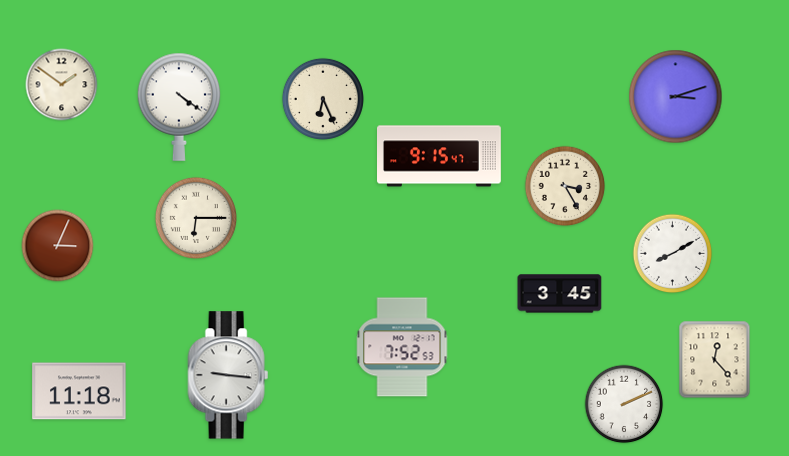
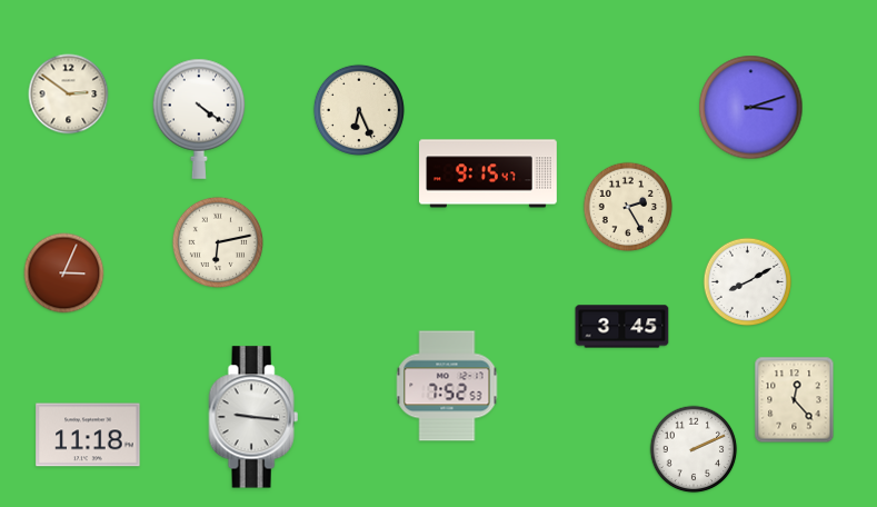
clock at (62, 85): 1:51 -> 2:51
clock at (565, 186): 3:25 -> 2:25
clock at (196, 218): 6:15 -> 6:13
